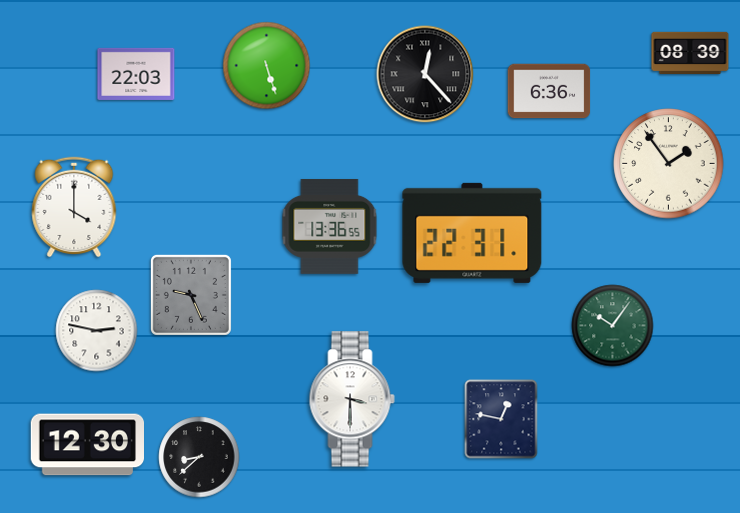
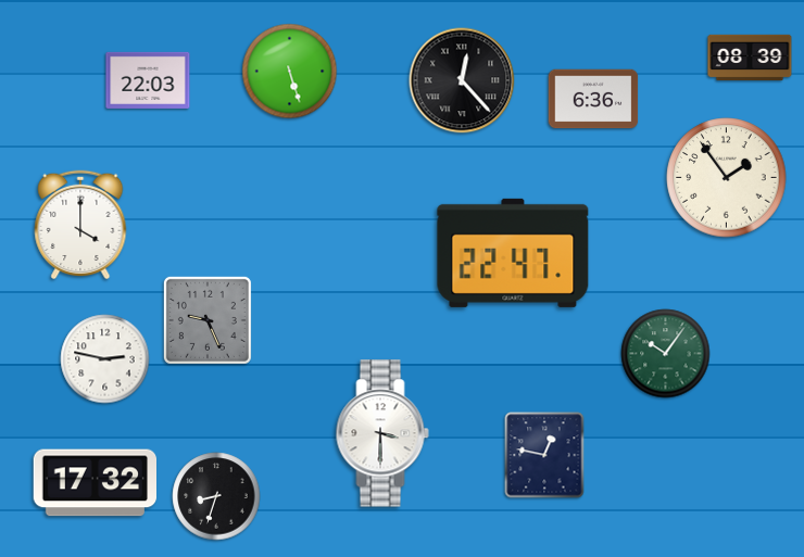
clock at (549, 91) position: (549, 91) -> (593, 99)
clock at (330, 226): 13:36 -> none
clock at (472, 233): 22:31 -> 22:47
clock at (87, 445): 12:30 -> 17:32
clock at (199, 457): 8:38 -> 8:33
